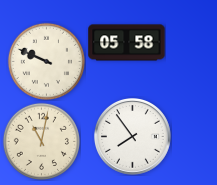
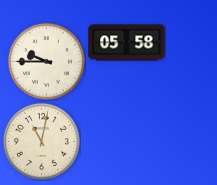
clock at (46, 61): 9:49 -> 9:45
clock at (133, 137): 7:54 -> none
